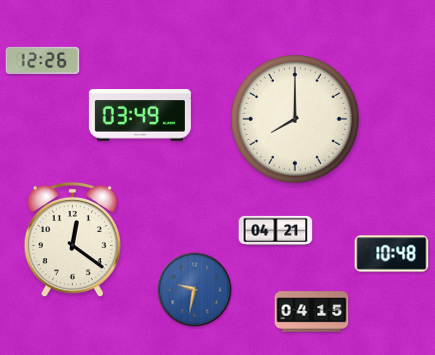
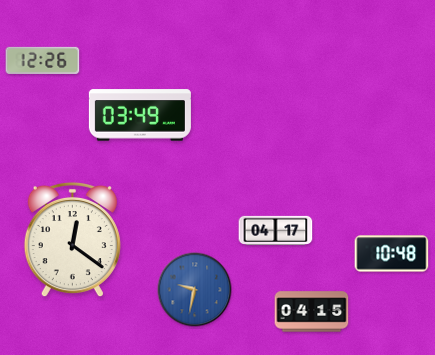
clock at (296, 120): 8:00 -> none
clock at (276, 230): 04:21 -> 04:17
